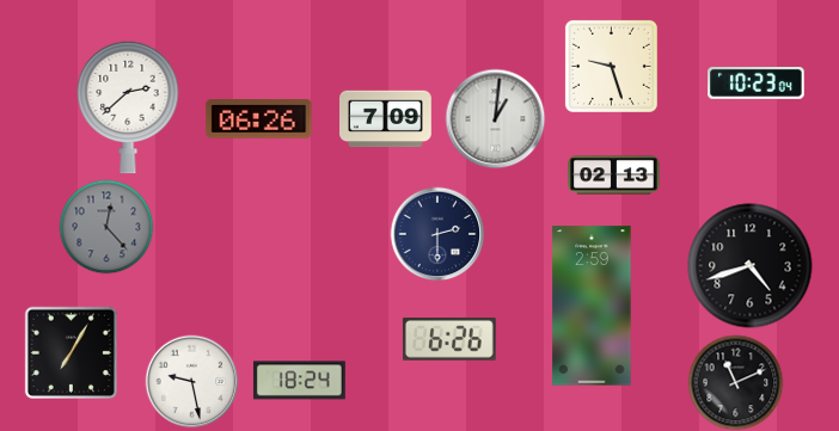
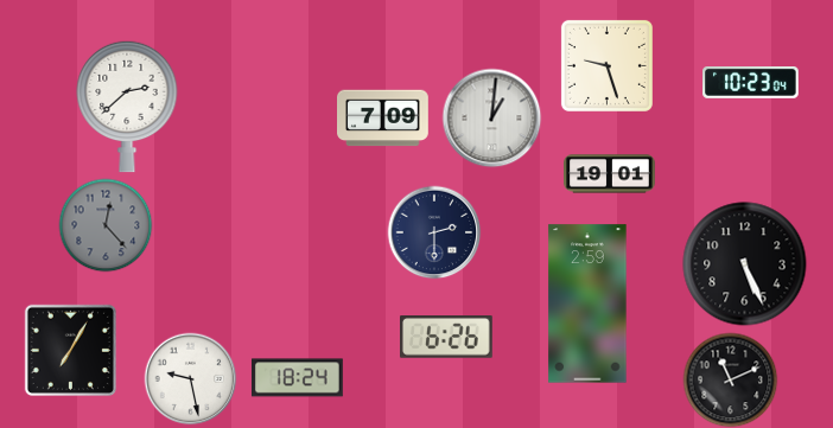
clock at (259, 119): 06:26 -> none
clock at (614, 176): 02:13 -> 19:01
clock at (751, 266): 4:42 -> 5:26
